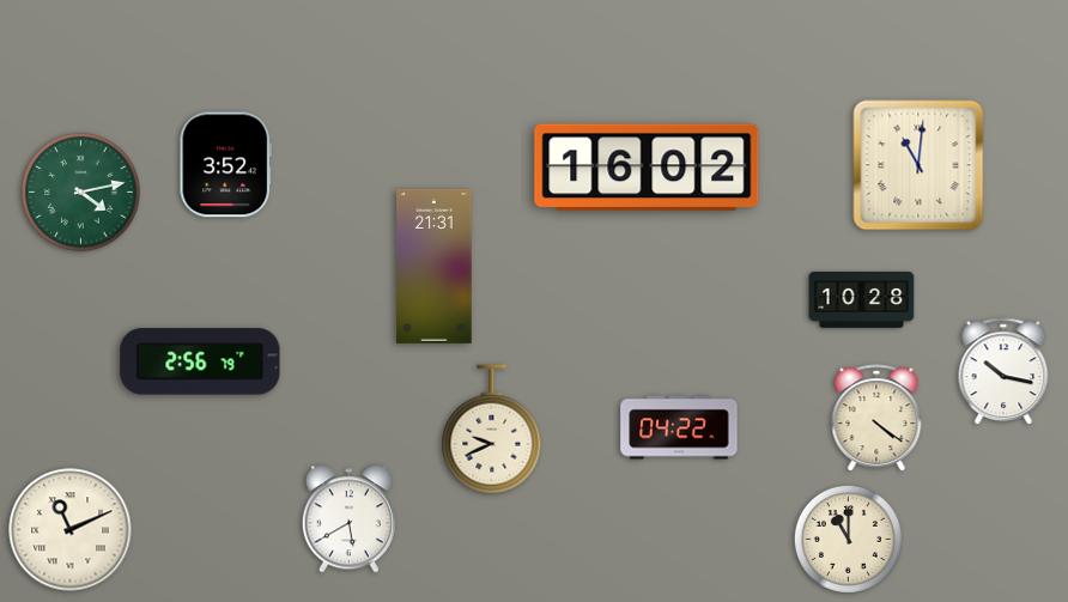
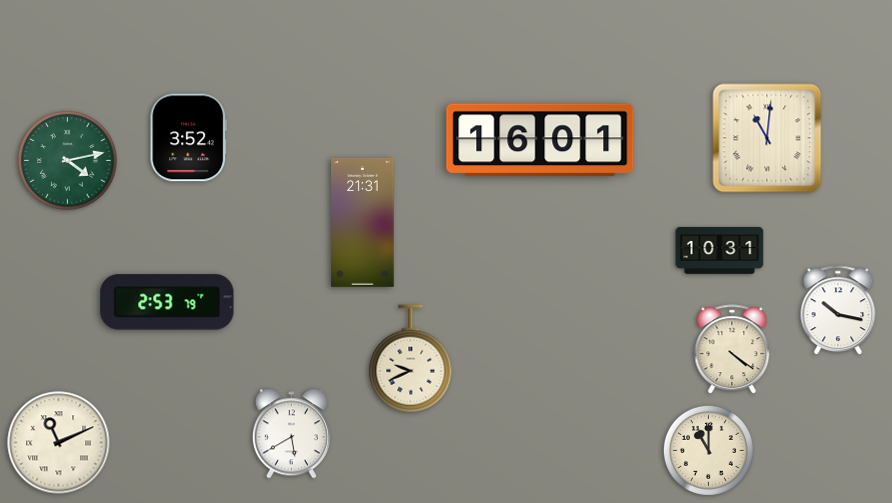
clock at (647, 168): 16:02 -> 16:01
clock at (862, 299): 10:28 -> 10:31
clock at (200, 361): 2:56 -> 2:53
clock at (679, 427): 04:22 -> none
